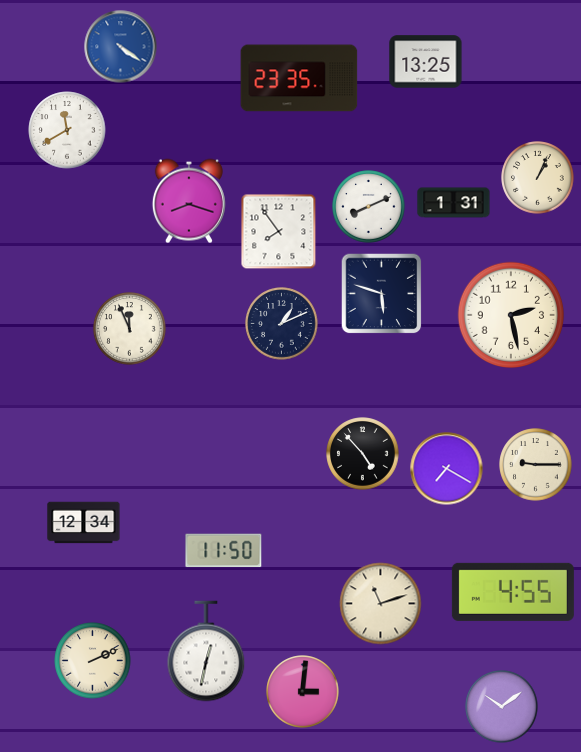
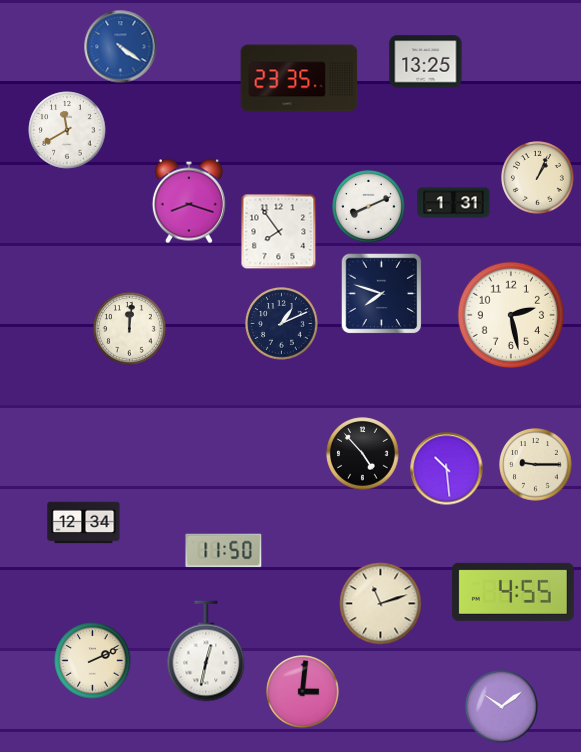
clock at (382, 294): 5:48 -> 7:48
clock at (130, 329): 11:56 -> 12:01
clock at (447, 469): 7:20 -> 10:29
